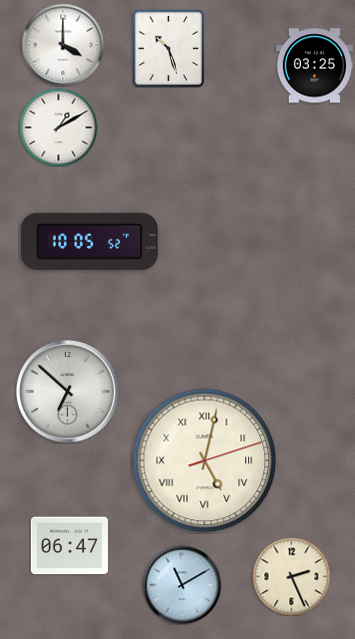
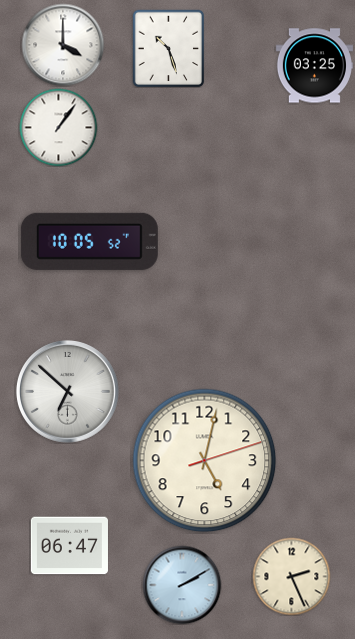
clock at (58, 127): 1:10 -> 1:06
clock at (205, 461) numerals: Roman -> Arabic
clock at (182, 585): 11:10 -> 2:10
